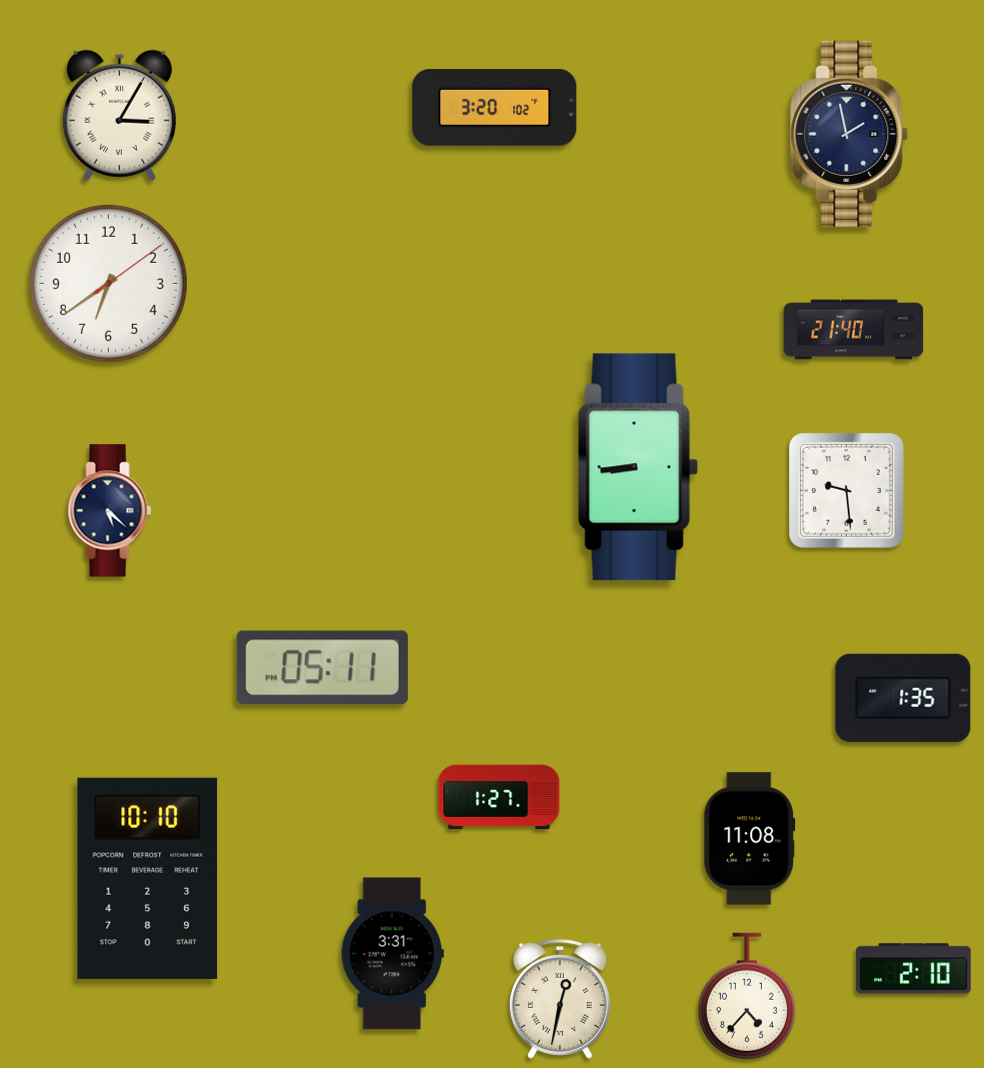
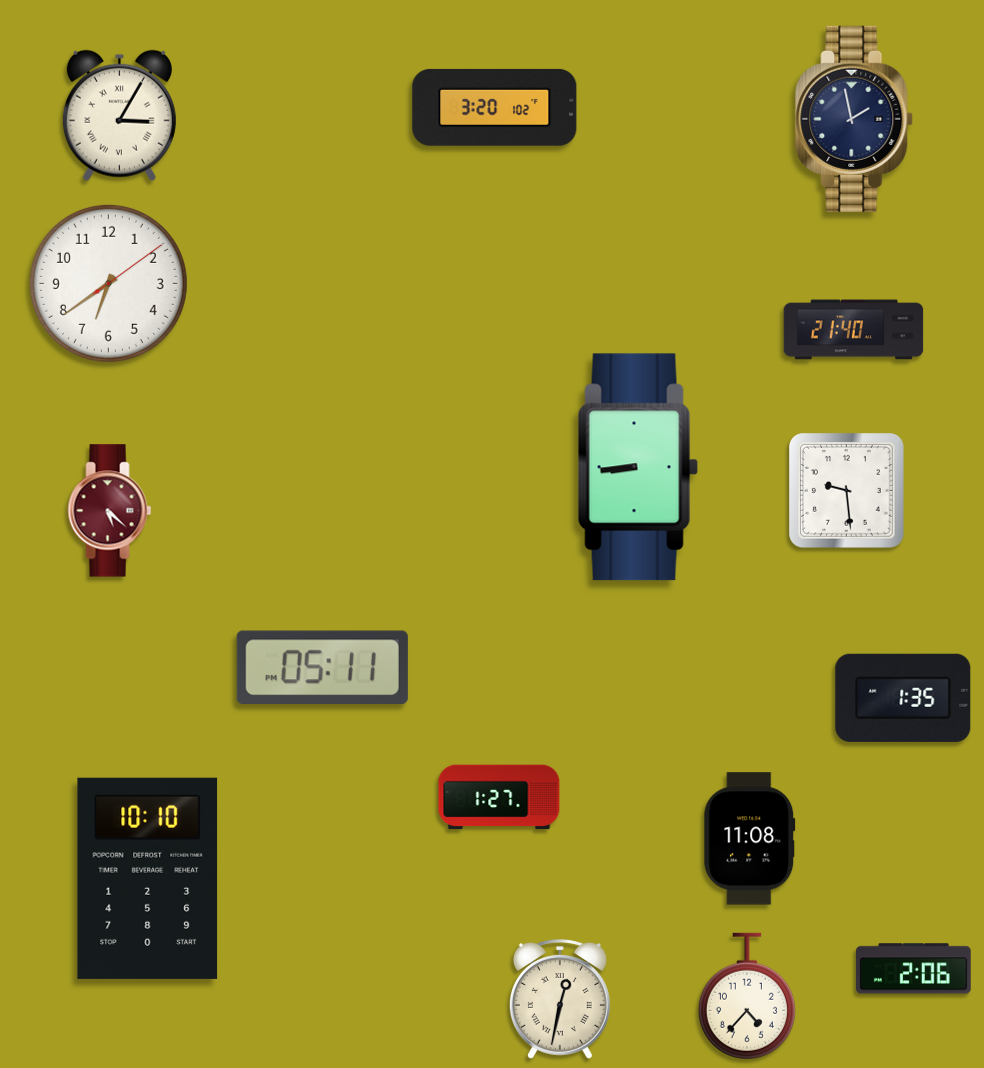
clock at (850, 134) position: (850, 134) -> (855, 119)
clock at (110, 511) dial: navy -> burgundy
clock at (392, 954): 3:31 -> none
clock at (914, 969): 2:10 -> 2:06
